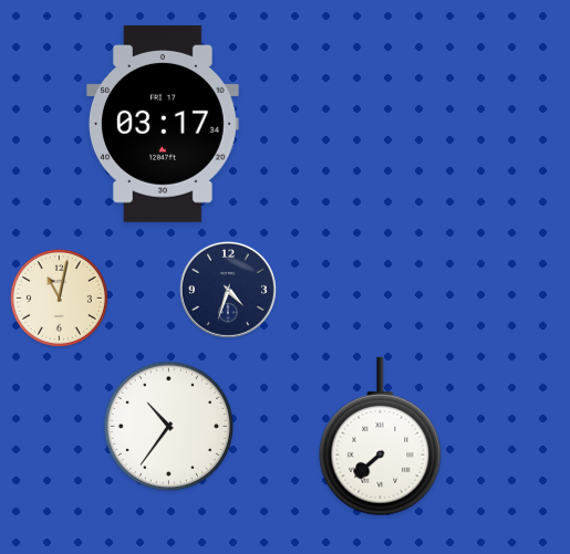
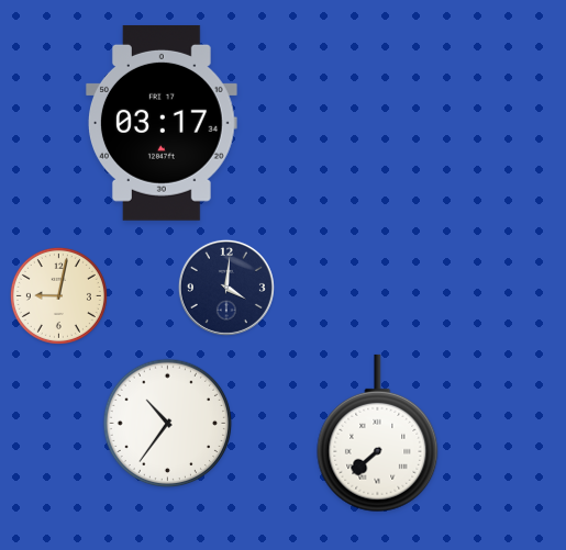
clock at (228, 290): 4:33 -> 4:01
clock at (59, 297): 11:02 -> 9:02
